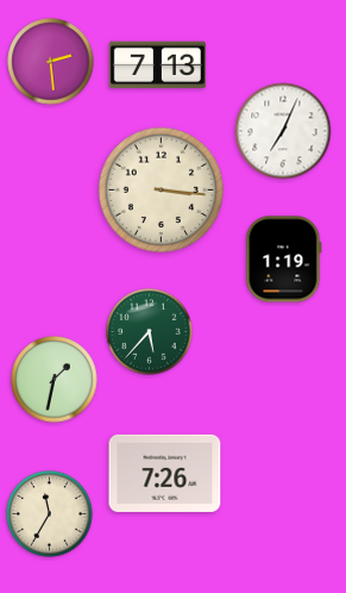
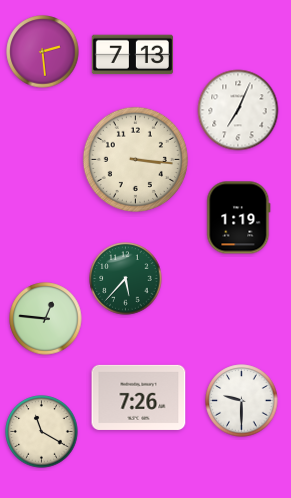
clock at (55, 380): 1:32 -> 12:46
clock at (242, 401): none -> 9:30
clock at (50, 514): 11:35 -> 11:20
